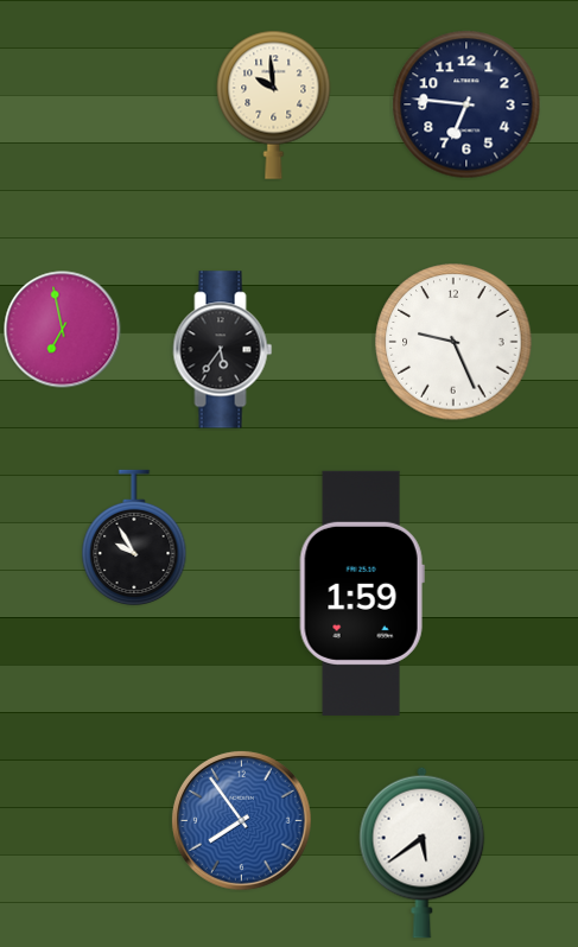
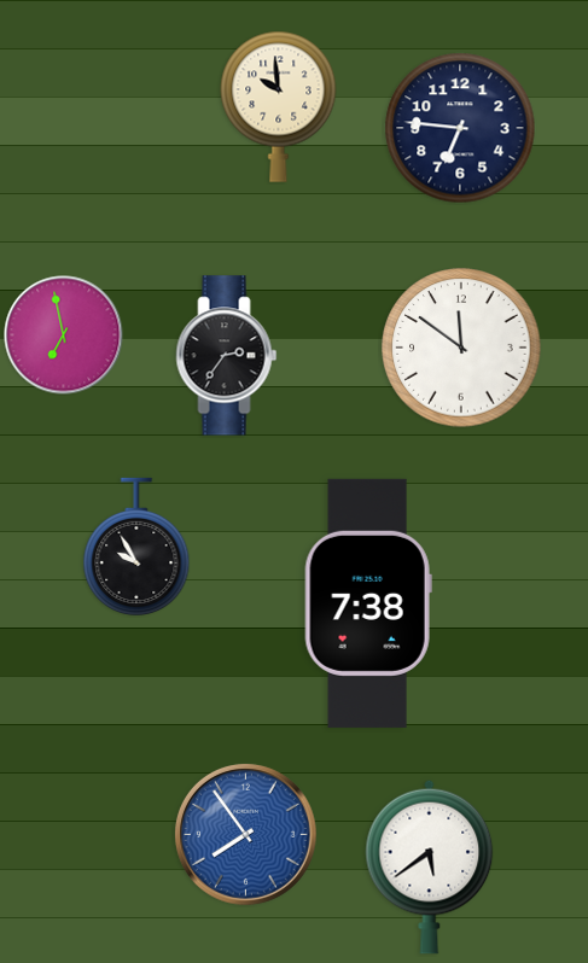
clock at (466, 104) position: (466, 104) -> (460, 128)
clock at (453, 342): 9:26 -> 11:51
clock at (223, 350): 5:36 -> 2:36
clock at (362, 593): 1:59 -> 7:38
